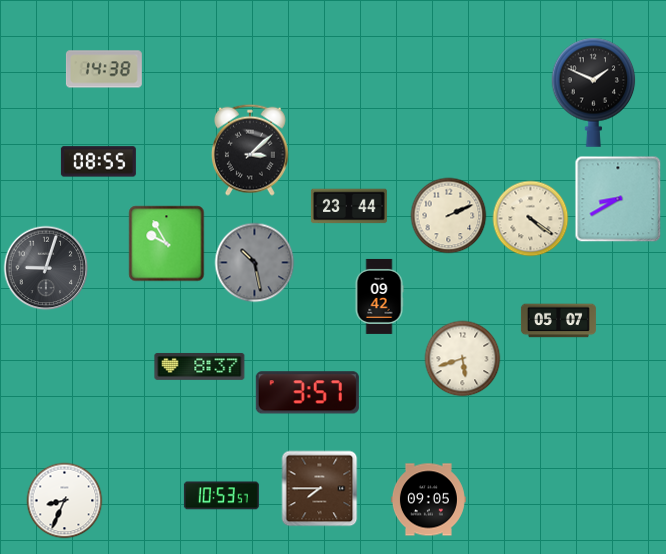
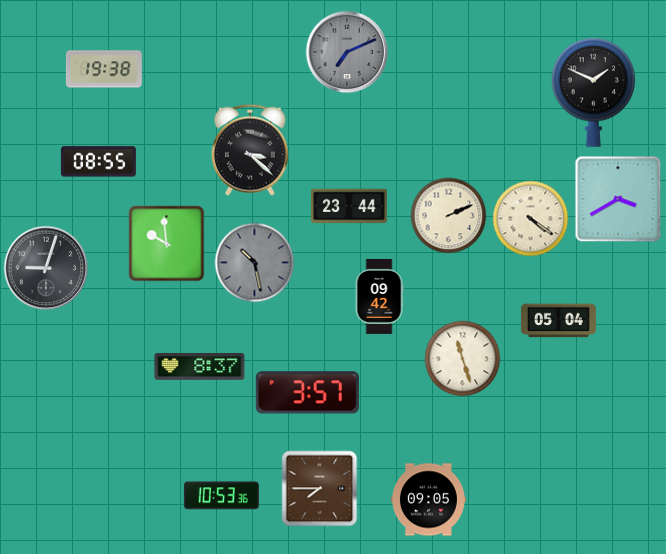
clock at (347, 52): none -> 7:11
clock at (104, 69): 14:38 -> 19:38
clock at (250, 150): 3:08 -> 3:22
clock at (618, 199): 8:40 -> 3:40
clock at (167, 244): 9:55 -> 9:59
clock at (558, 321): 05:07 -> 05:04
clock at (463, 359): 5:42 -> 11:27
clock at (221, 496): 10:53:57 -> 10:53:36
clock at (65, 501): 8:34 -> none
